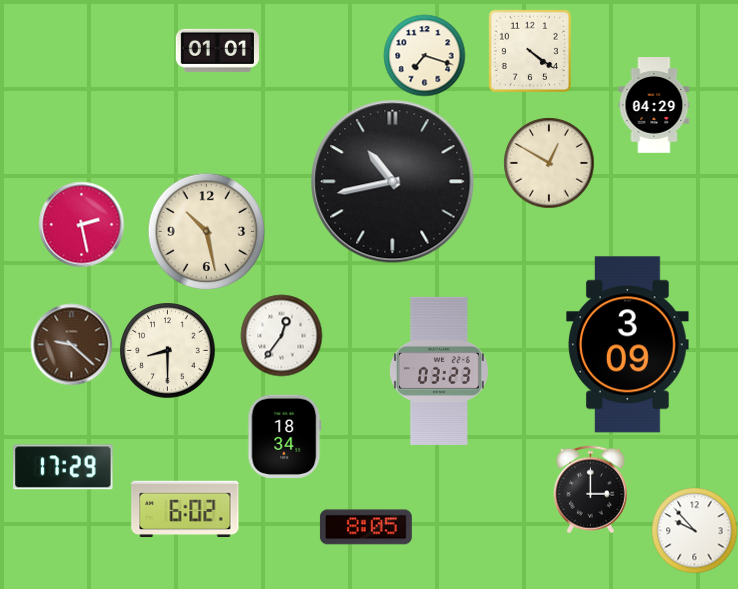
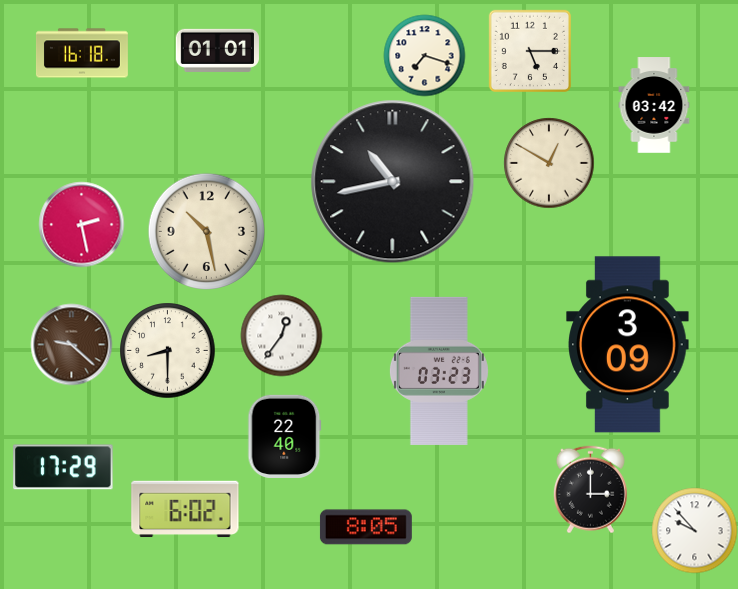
clock at (530, 51): 4:21 -> 5:15
clock at (82, 53): none -> 16:18
clock at (654, 105): 04:29 -> 03:42
clock at (285, 436): 18:34 -> 22:40
